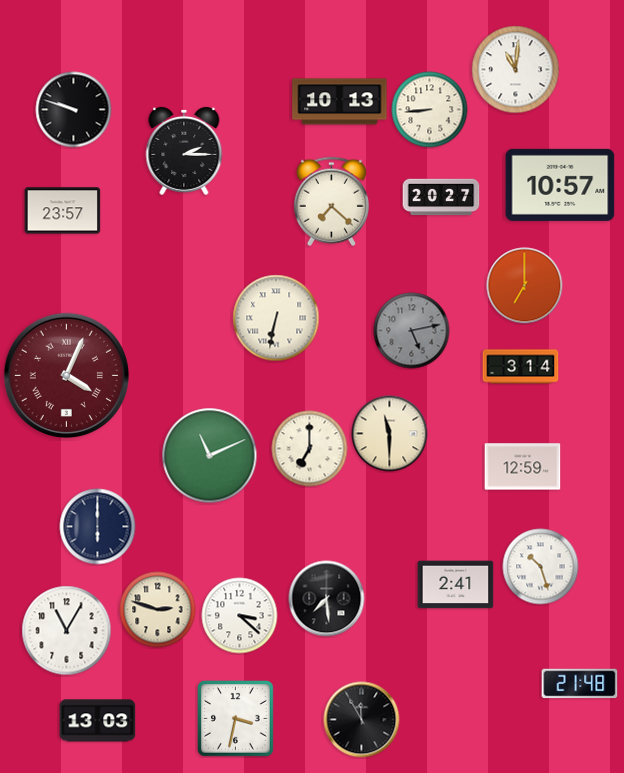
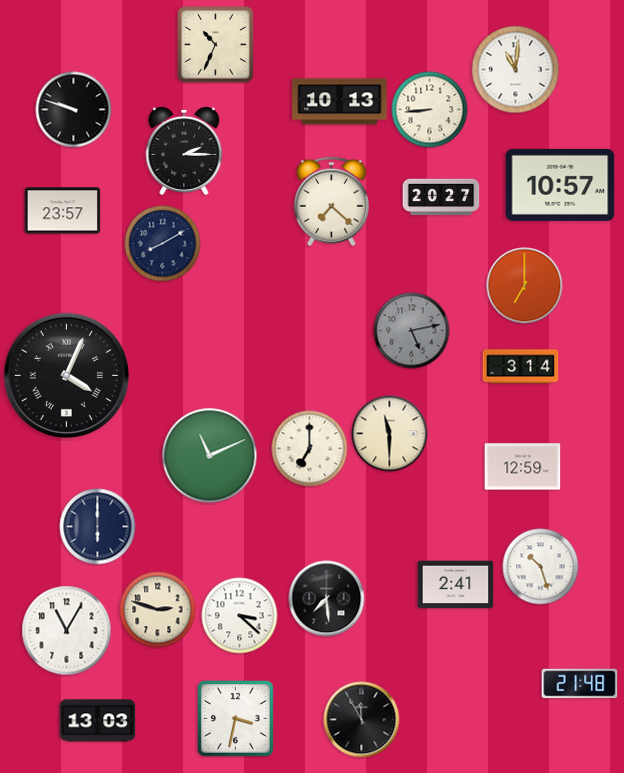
clock at (216, 45): none -> 10:34
clock at (163, 244): none -> 8:10
clock at (276, 318): 6:32 -> none
clock at (66, 375) dial: burgundy -> black
